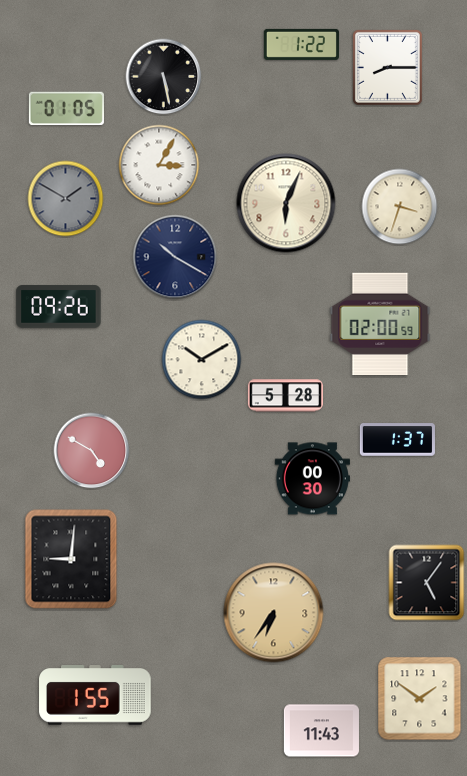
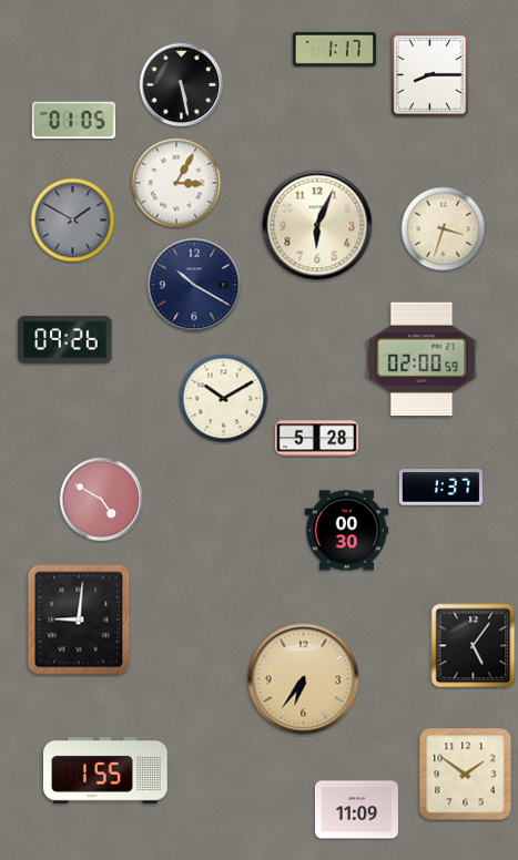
clock at (301, 44): 1:22 -> 1:17
clock at (321, 731): 11:43 -> 11:09
